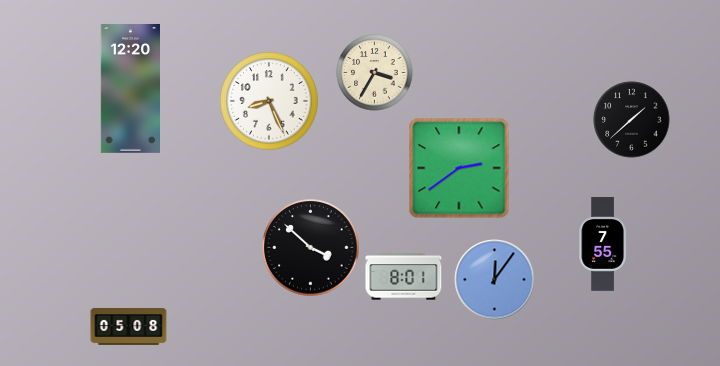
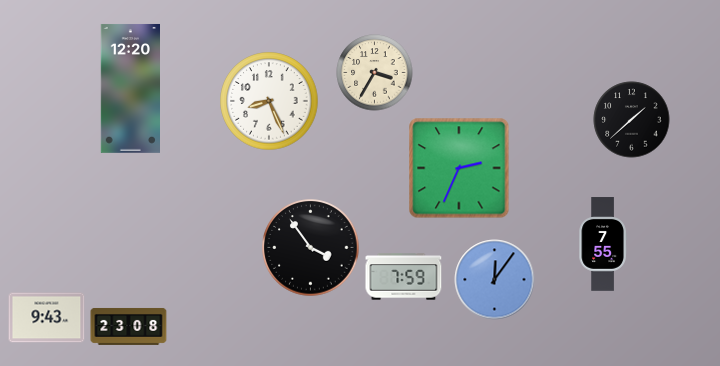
clock at (459, 168): 2:39 -> 2:34
clock at (311, 248): 3:52 -> 3:54
clock at (404, 277): 8:01 -> 7:59
clock at (47, 318): none -> 9:43
clock at (129, 326): 05:08 -> 23:08
